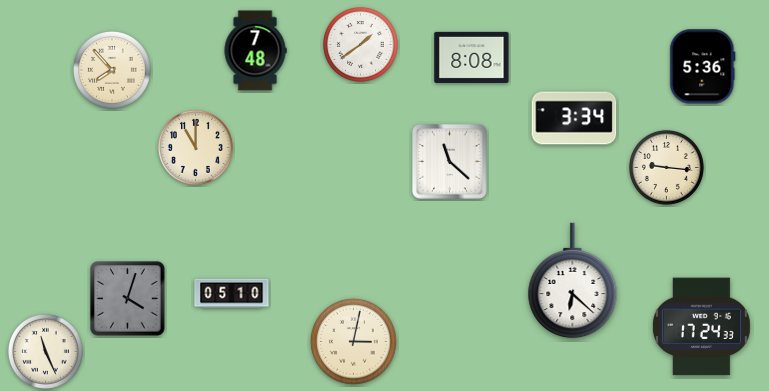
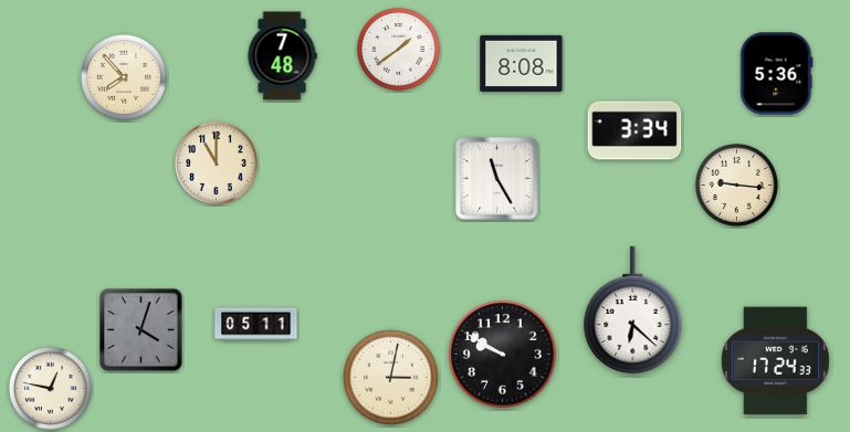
clock at (450, 162): 11:22 -> 11:25
clock at (232, 294): 05:10 -> 05:11
clock at (503, 355): none -> 9:50
clock at (45, 351): 11:26 -> 12:47
